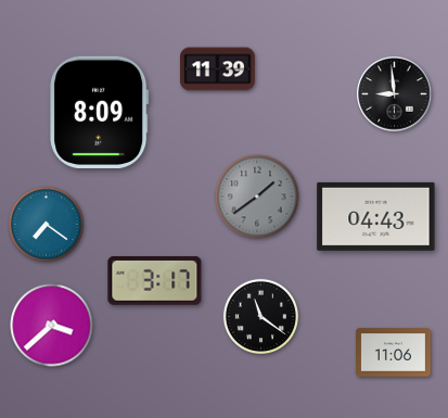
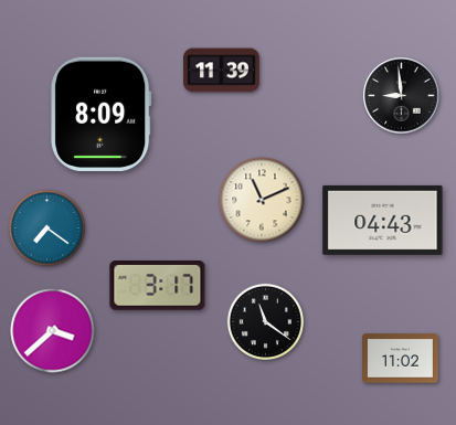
clock at (257, 197): 1:39 -> 11:11
clock at (257, 197) dial: grey -> cream
clock at (394, 353): 11:06 -> 11:02
